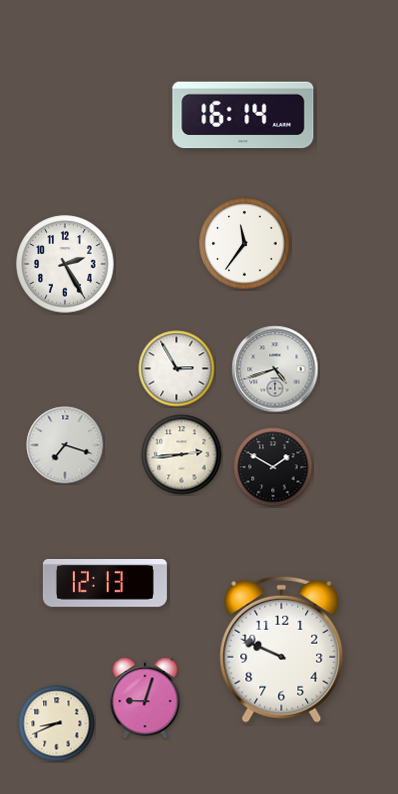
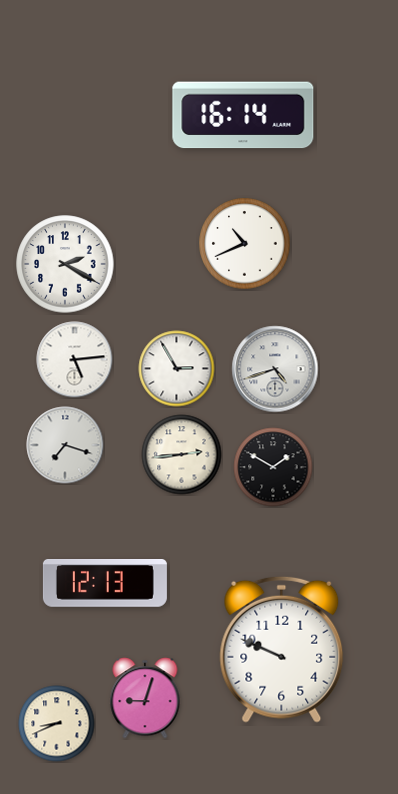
clock at (245, 244): 11:36 -> 10:41
clock at (65, 264): 2:25 -> 2:20
clock at (75, 360): none -> 5:14
